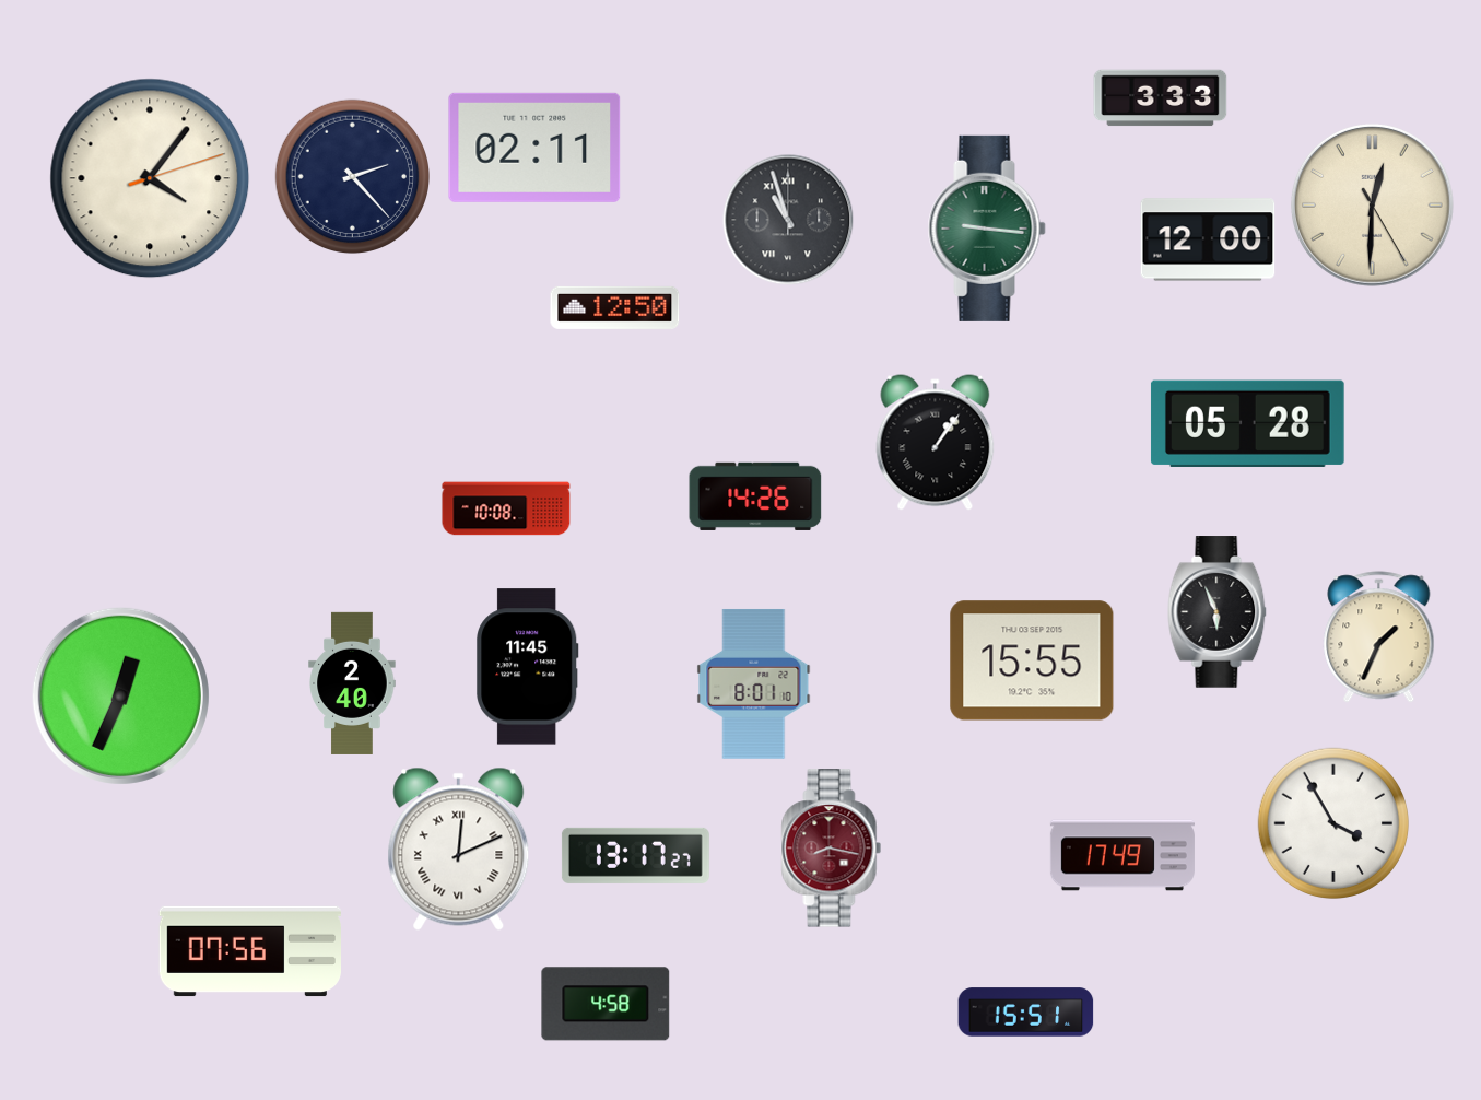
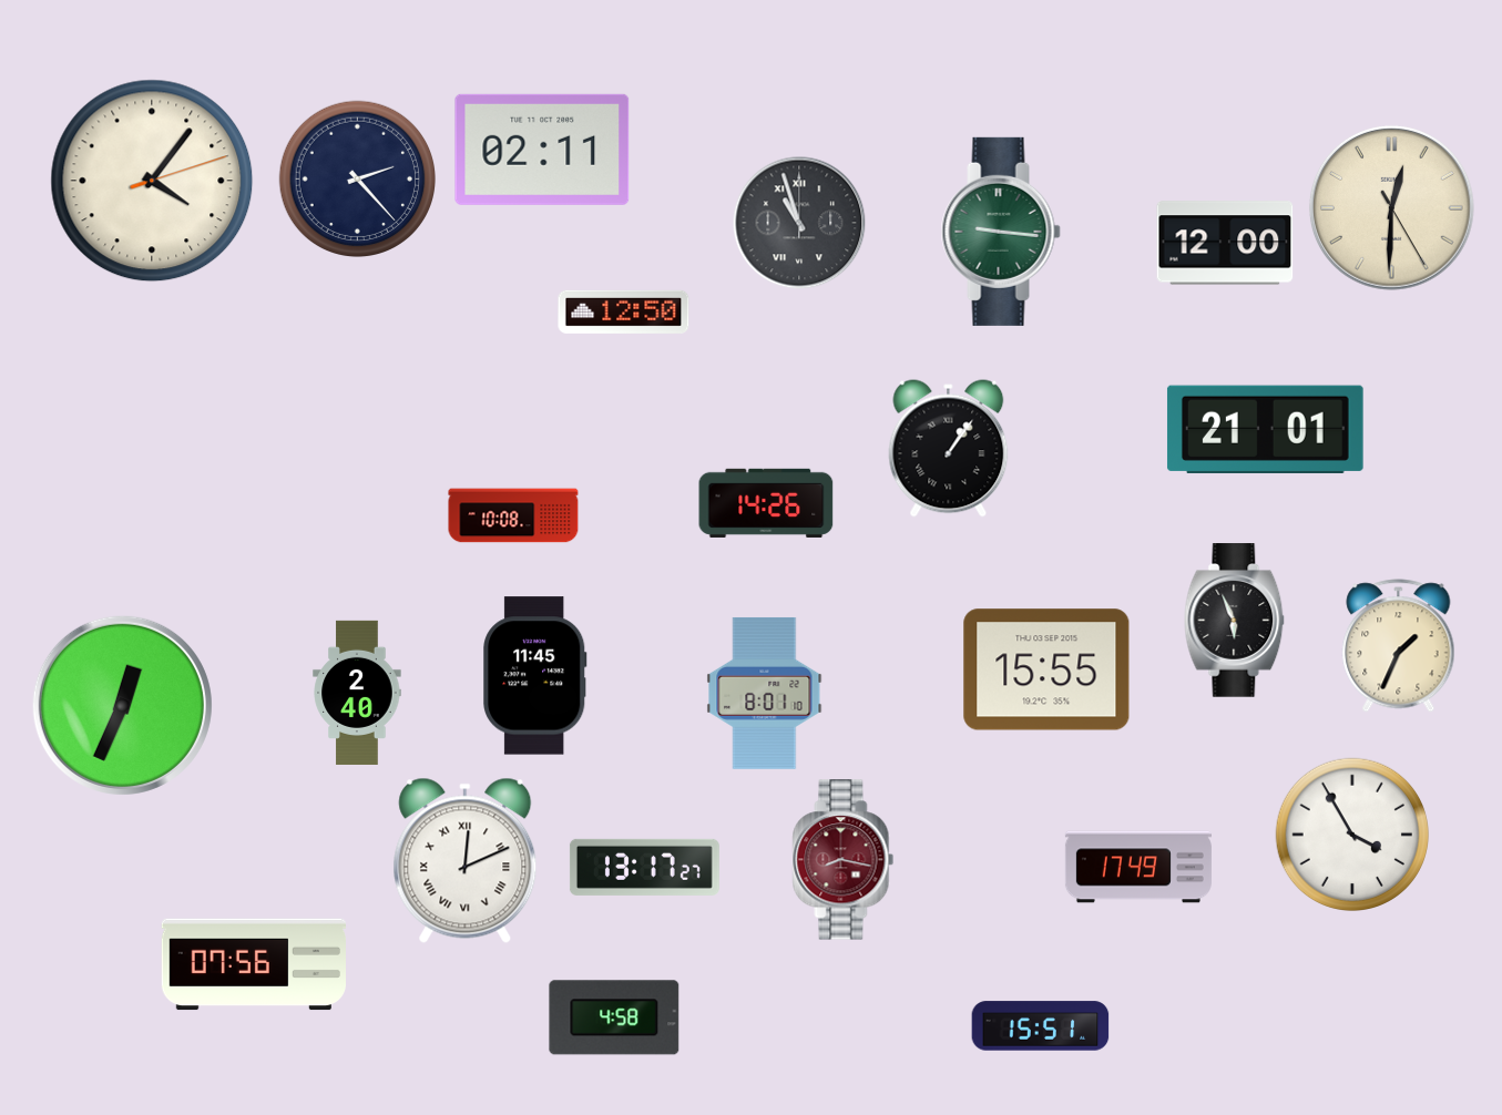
clock at (1161, 98): 3:33 -> none
clock at (1247, 423): 05:28 -> 21:01
